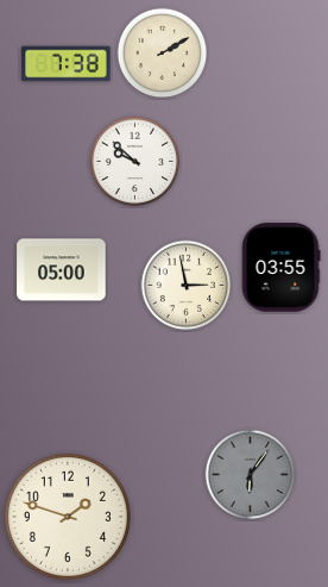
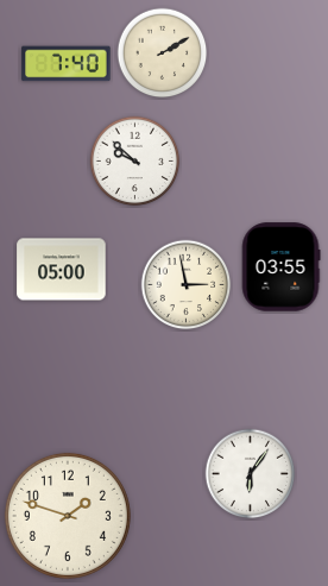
clock at (67, 64): 7:38 -> 7:40
clock at (251, 475) dial: grey -> white
